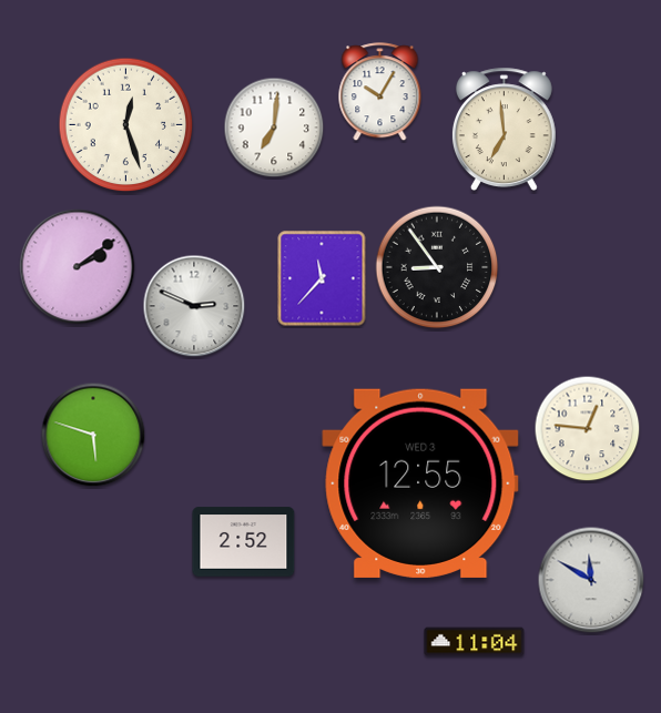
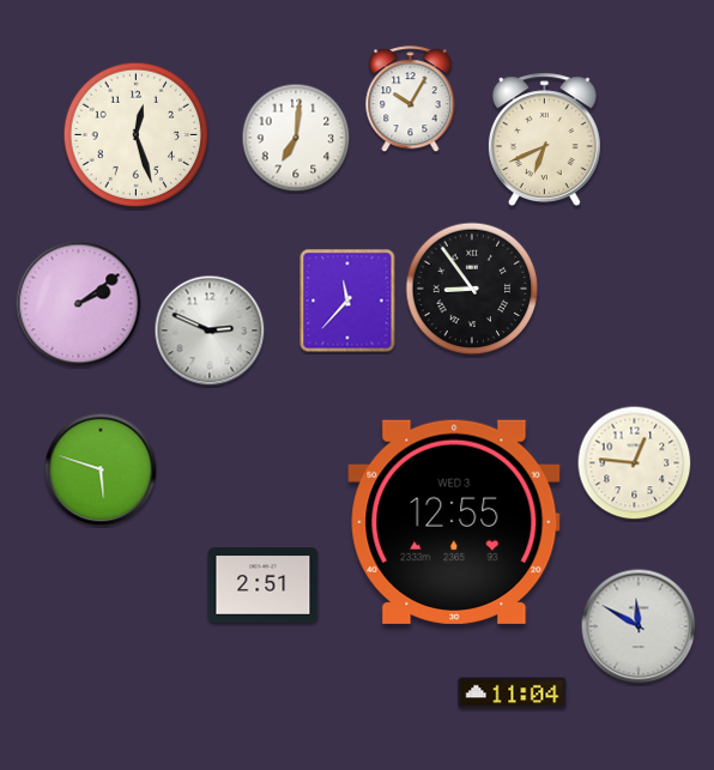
clock at (504, 130): 6:59 -> 6:41
clock at (78, 267) position: (78, 267) -> (79, 304)
clock at (244, 542): 2:52 -> 2:51
